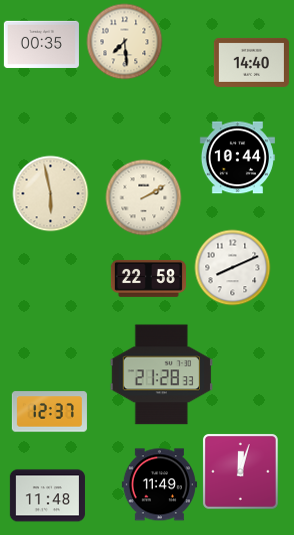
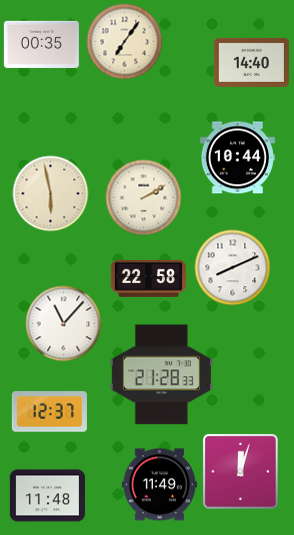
clock at (125, 42): 7:29 -> 7:06
clock at (64, 324): none -> 11:07
